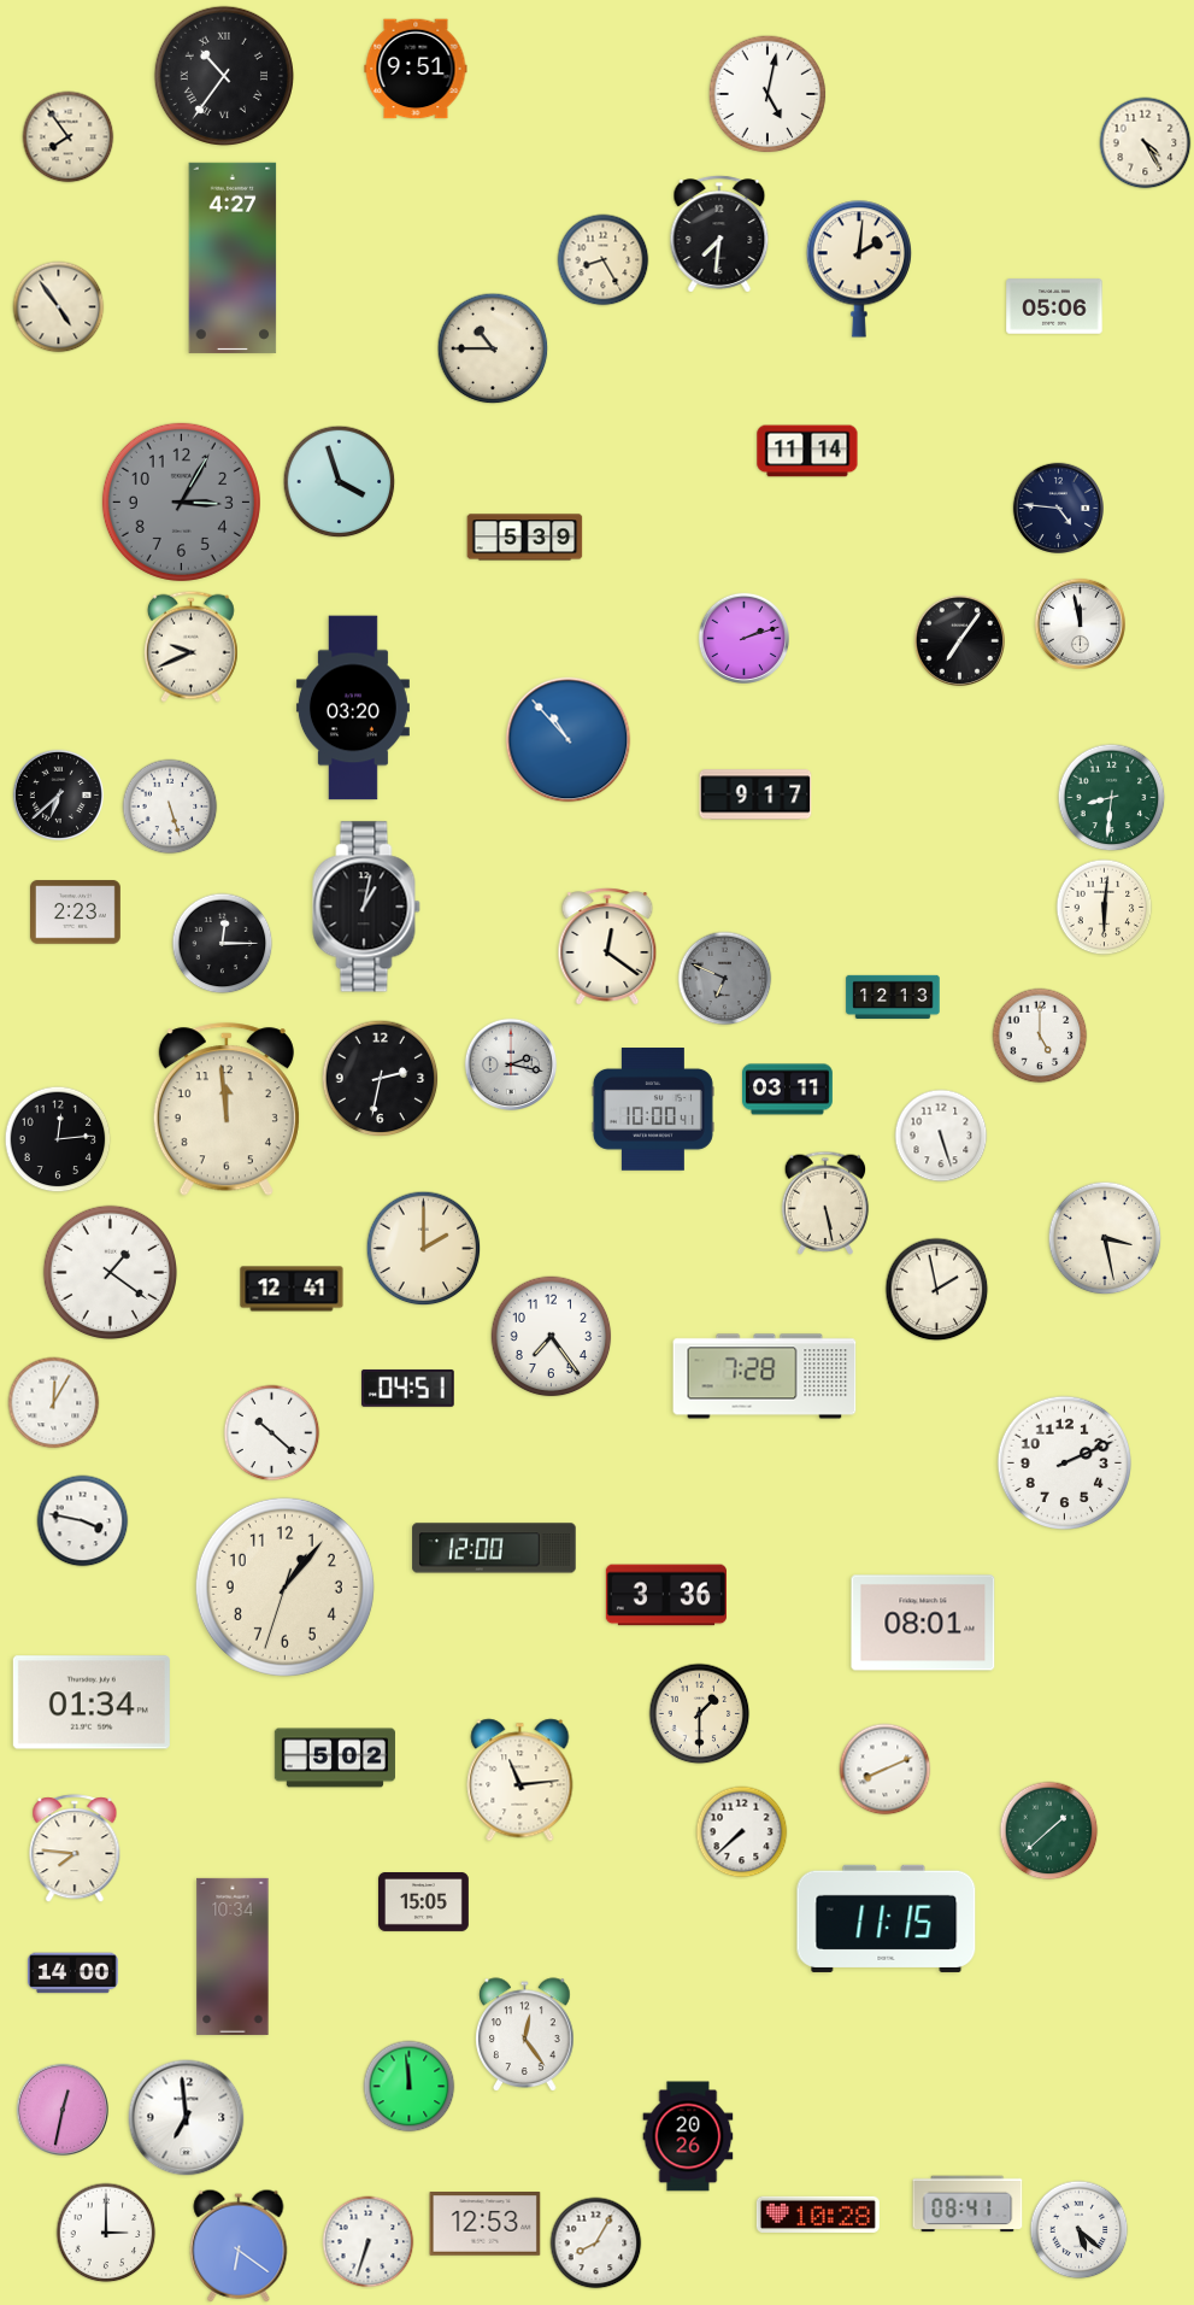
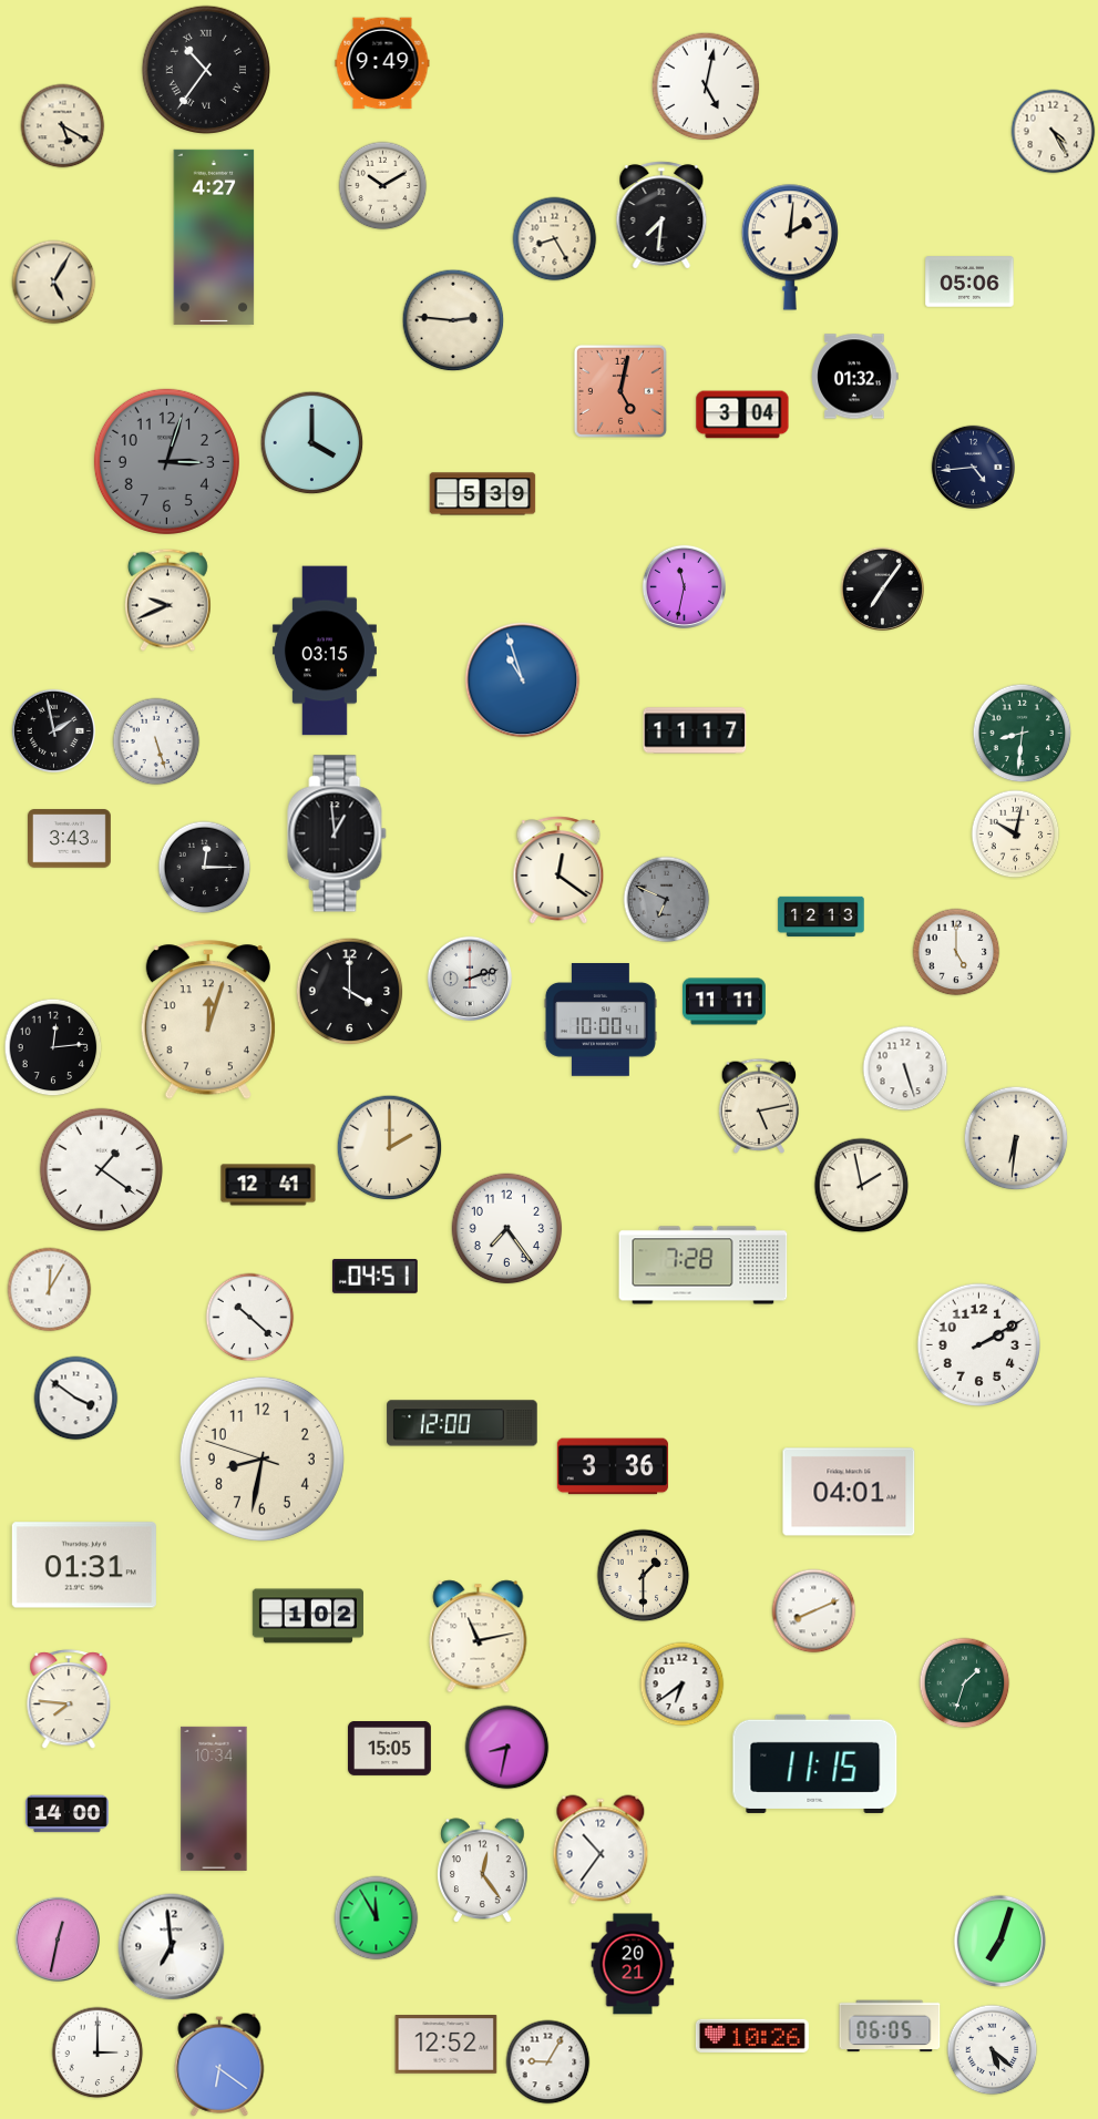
clock at (416, 69): 9:51 -> 9:49
clock at (69, 137): 7:54 -> 5:20
clock at (383, 186): none -> 10:10
clock at (59, 307): 4:54 -> 5:05
clock at (493, 348): 10:45 -> 2:46
clock at (855, 377): none -> 01:32
clock at (620, 391): none -> 5:02
clock at (807, 451): 11:14 -> 3:04
clock at (340, 482): 3:57 -> 4:00
clock at (181, 502): 3:05 -> 3:03
clock at (1058, 508): 4:46 -> 4:44
clock at (1080, 623): 11:58 -> none
clock at (743, 638): 2:12 -> 11:32
clock at (190, 646) position: (190, 646) -> (167, 600)
clock at (353, 708): 03:20 -> 03:15
clock at (569, 740): 10:53 -> 10:57
clock at (58, 794): 6:38 -> 1:58
clock at (755, 794): 9:17 -> 11:17
clock at (366, 907): 1:02 -> 12:59
clock at (1105, 908): 6:01 -> 10:02
clock at (76, 913): 2:23 -> 3:43
clock at (511, 1064): 2:17 -> 2:12
clock at (381, 1079): 2:32 -> 4:00
clock at (788, 1090): 03:11 -> 11:11
clock at (227, 1110): 11:59 -> 12:03
clock at (941, 1136) position: (941, 1136) -> (905, 1068)
clock at (825, 1203): 5:28 -> 5:13
clock at (1105, 1238): 3:28 -> 6:31
clock at (1065, 1464): 2:11 -> 2:10
clock at (83, 1521): 3:47 -> 3:51
clock at (494, 1548) position: (494, 1548) -> (462, 1423)
clock at (284, 1586): 1:06 -> 8:31
clock at (923, 1623): 08:01 -> 04:01
clock at (92, 1702): 01:34 -> 01:31
clock at (335, 1758): 5:02 -> 1:02
clock at (886, 1770) position: (886, 1770) -> (814, 1611)
clock at (520, 1781): 11:14 -> 11:13
clock at (1049, 1831): 1:38 -> 1:33
clock at (742, 1832): 7:38 -> 6:39
clock at (507, 1748): none -> 8:32
clock at (601, 1850): none -> 10:36
clock at (410, 2087): 11:59 -> 11:55
clock at (1000, 1942): none -> 7:03
clock at (688, 2136): 20:26 -> 20:21
clock at (967, 2204): 08:41 -> 06:05
clock at (818, 2215): 10:28 -> 10:26
clock at (486, 2224): 12:53 -> 12:52
clock at (369, 2242): 6:33 -> none
clock at (596, 2244): 8:05 -> 9:05
